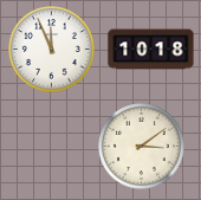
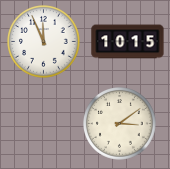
clock at (151, 50): 10:18 -> 10:15
